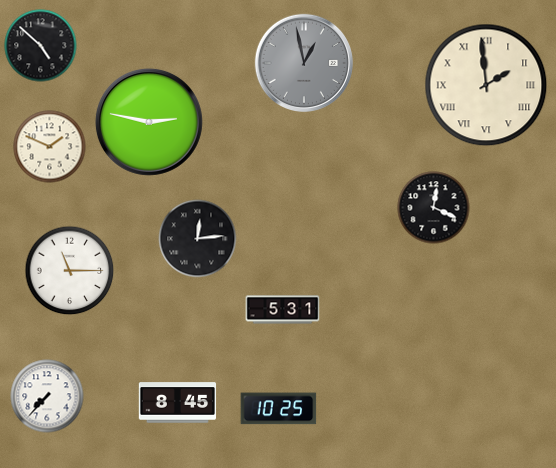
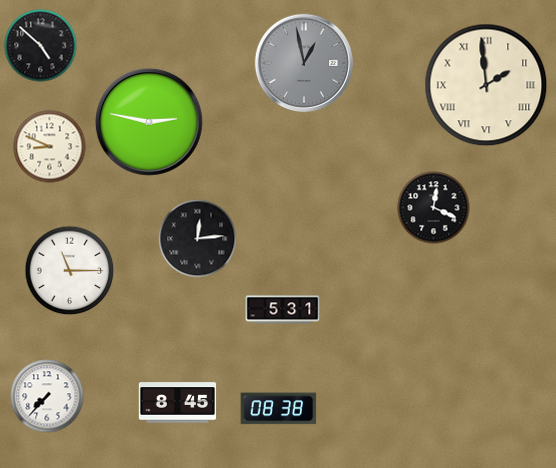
clock at (50, 147): 1:49 -> 8:49
clock at (279, 409): 10:25 -> 08:38
